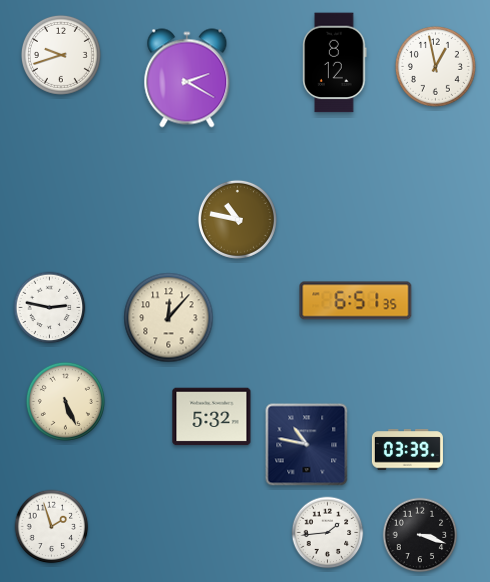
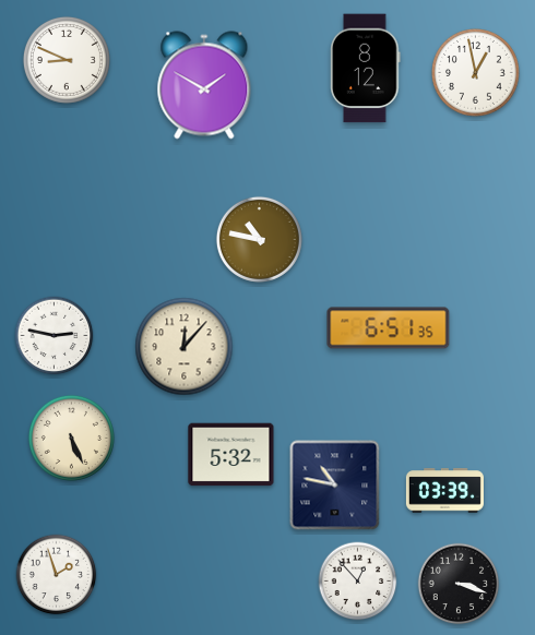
clock at (61, 55): 9:42 -> 8:49
clock at (187, 78): 2:20 -> 1:50
clock at (328, 533): 1:44 -> 12:53
